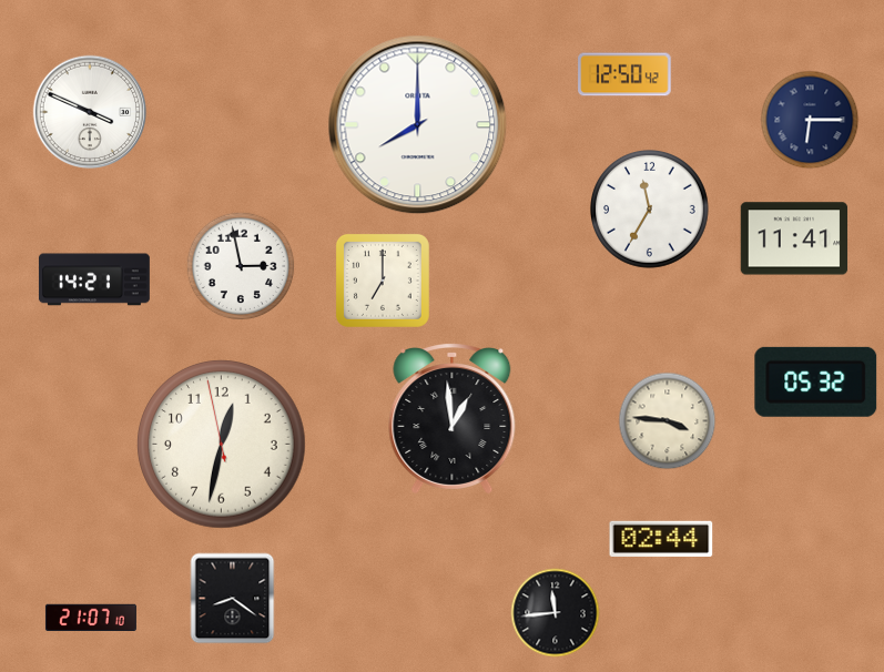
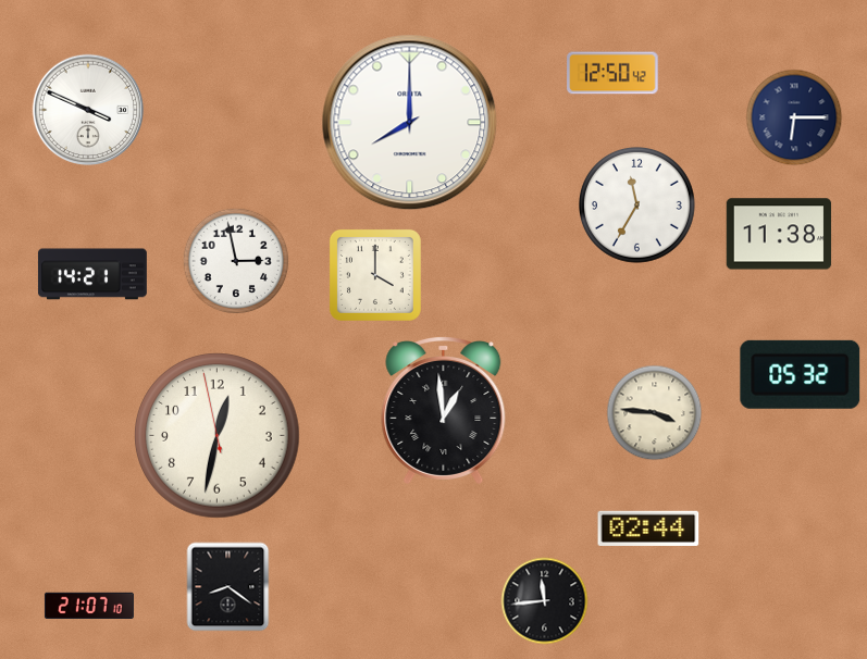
clock at (794, 238): 11:41 -> 11:38
clock at (383, 281): 7:00 -> 4:00
